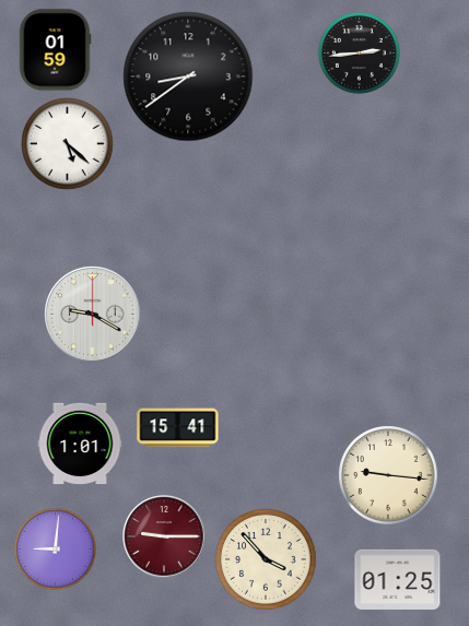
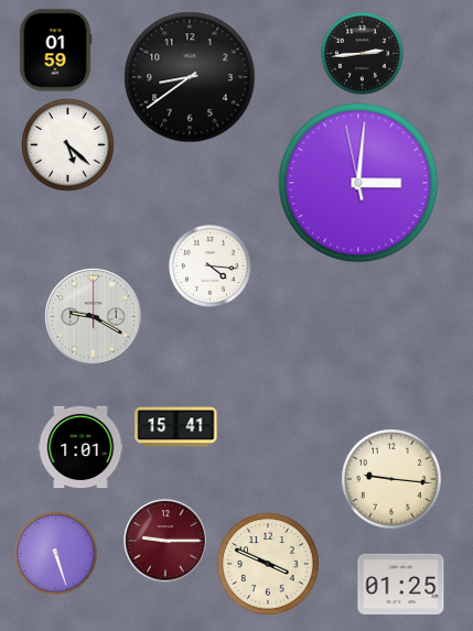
clock at (358, 183): none -> 3:00
clock at (209, 265): none -> 4:16
clock at (178, 428) position: (178, 428) -> (176, 427)
clock at (55, 548): 9:01 -> 5:27
clock at (266, 559): 3:53 -> 3:49
